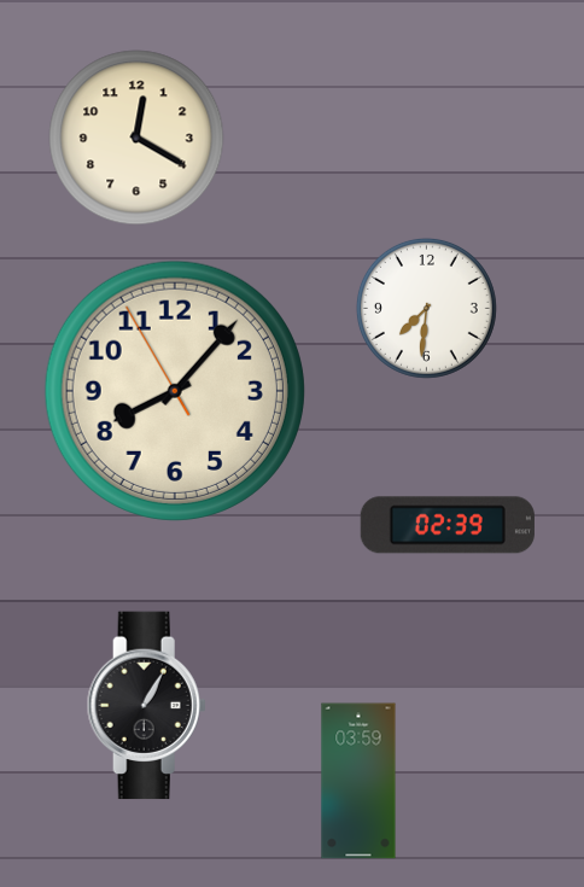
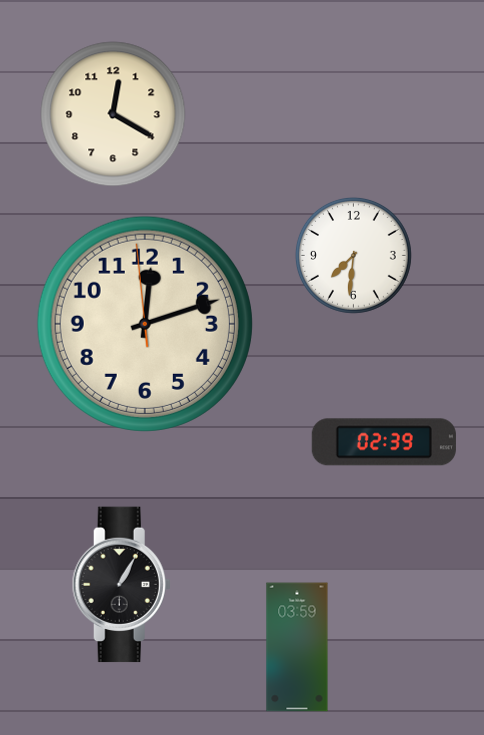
clock at (175, 391): 8:06 -> 12:11
clock at (448, 525) position: (448, 525) -> (384, 442)
